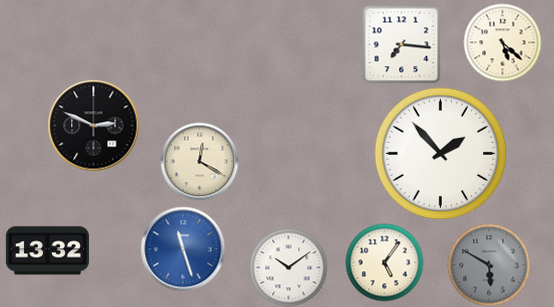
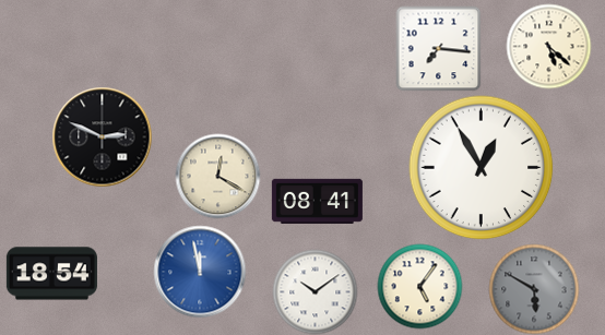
clock at (441, 154): 1:53 -> 12:55
clock at (317, 201): none -> 08:41
clock at (183, 249): 11:27 -> 11:58
clock at (47, 251): 13:32 -> 18:54
